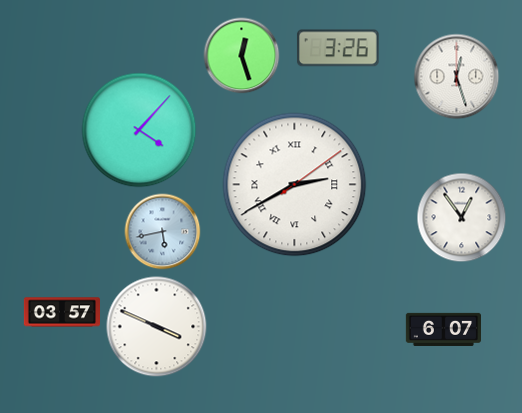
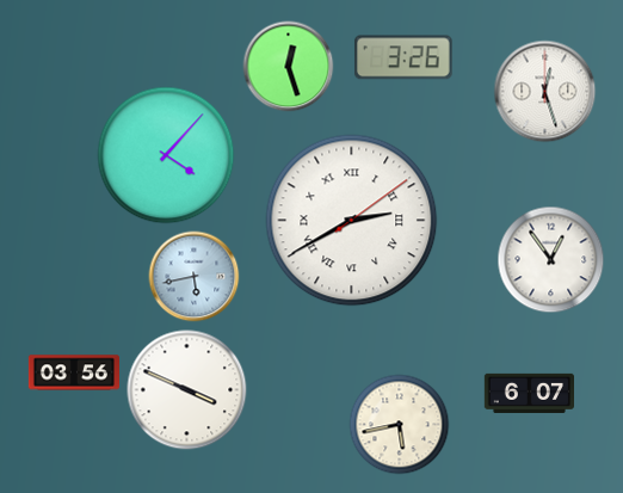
clock at (61, 312): 03:57 -> 03:56
clock at (400, 425): none -> 5:43
